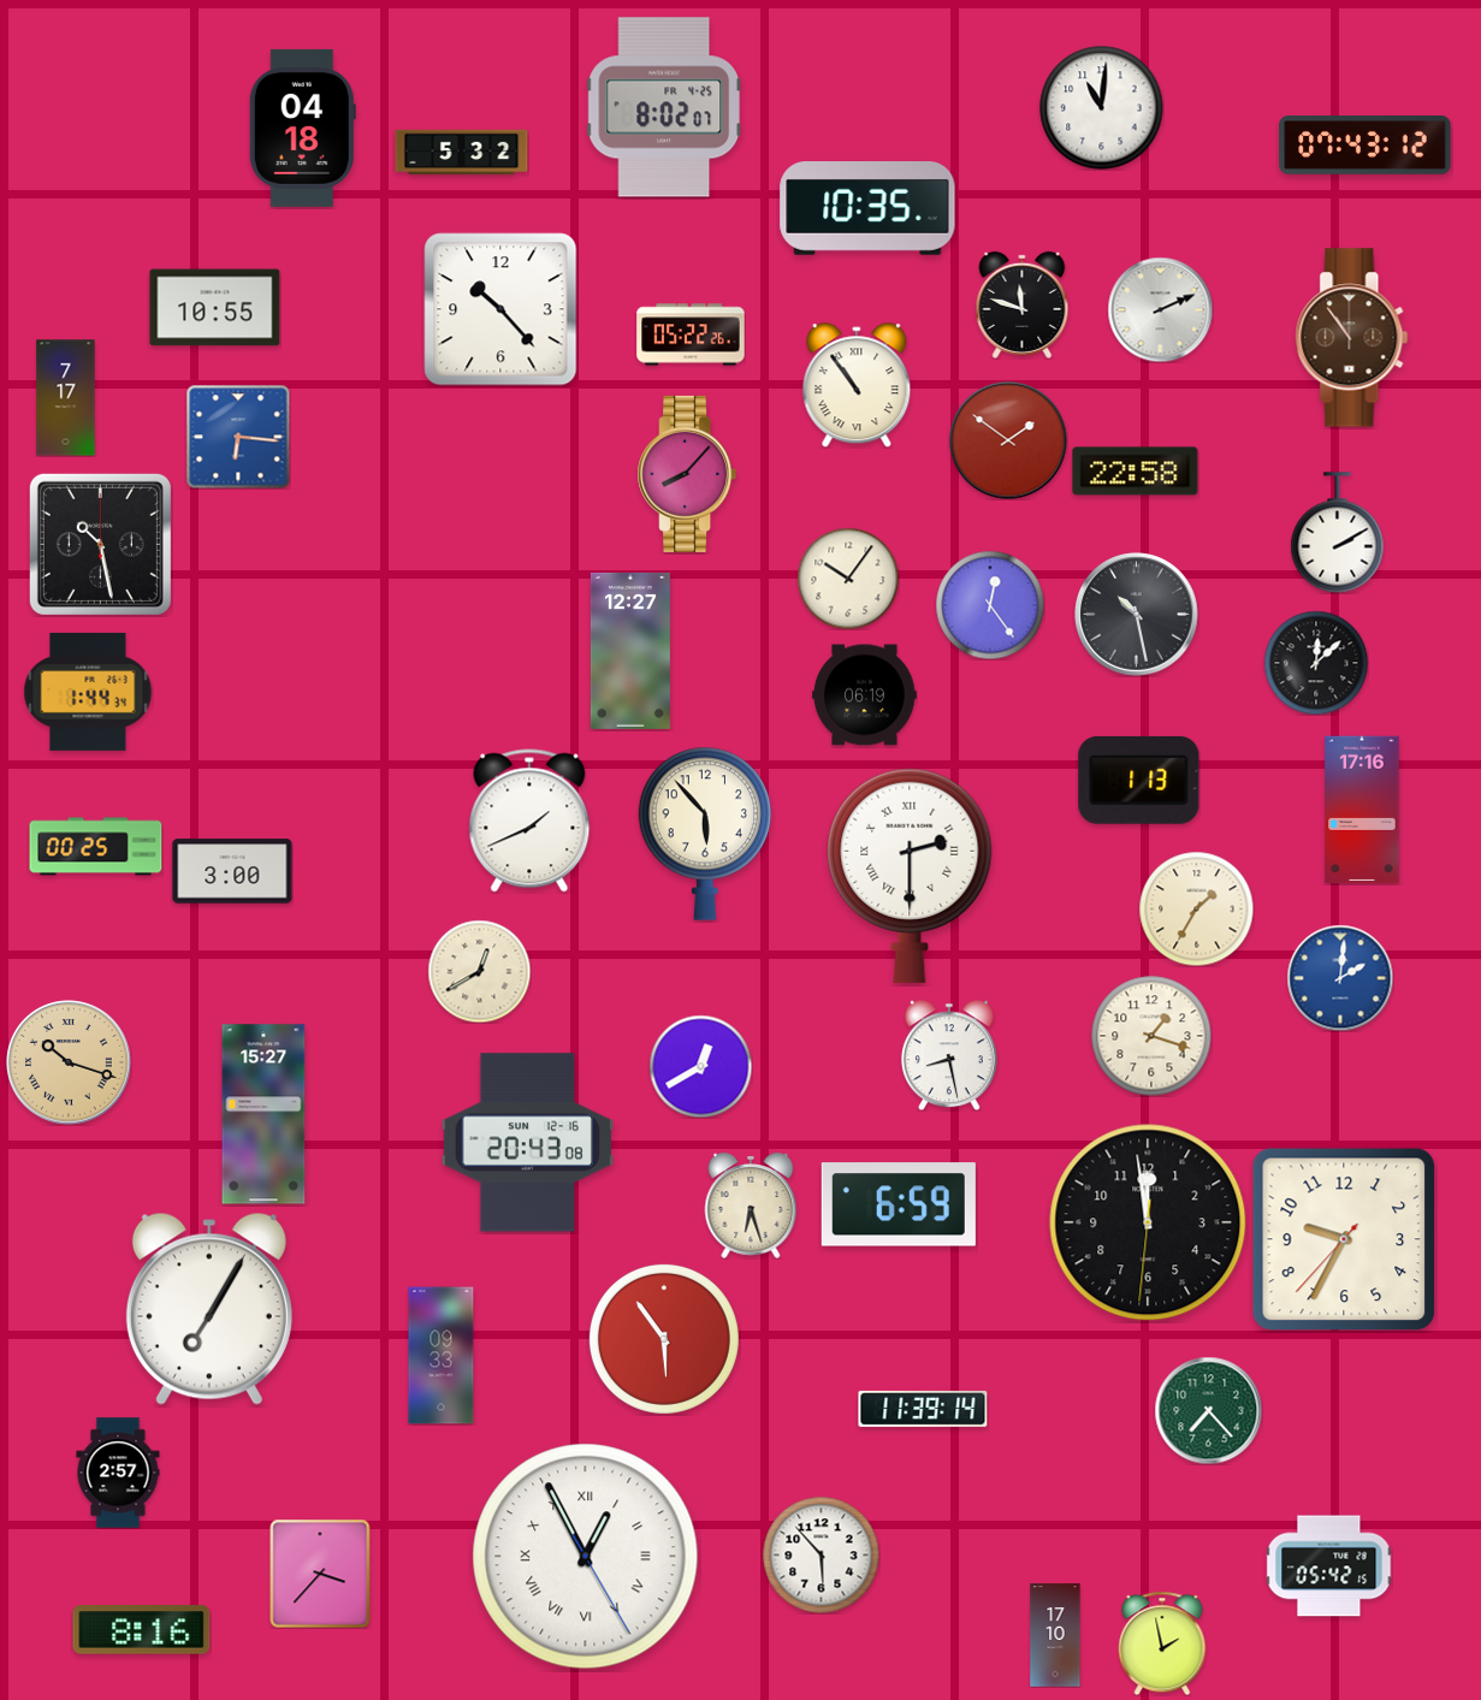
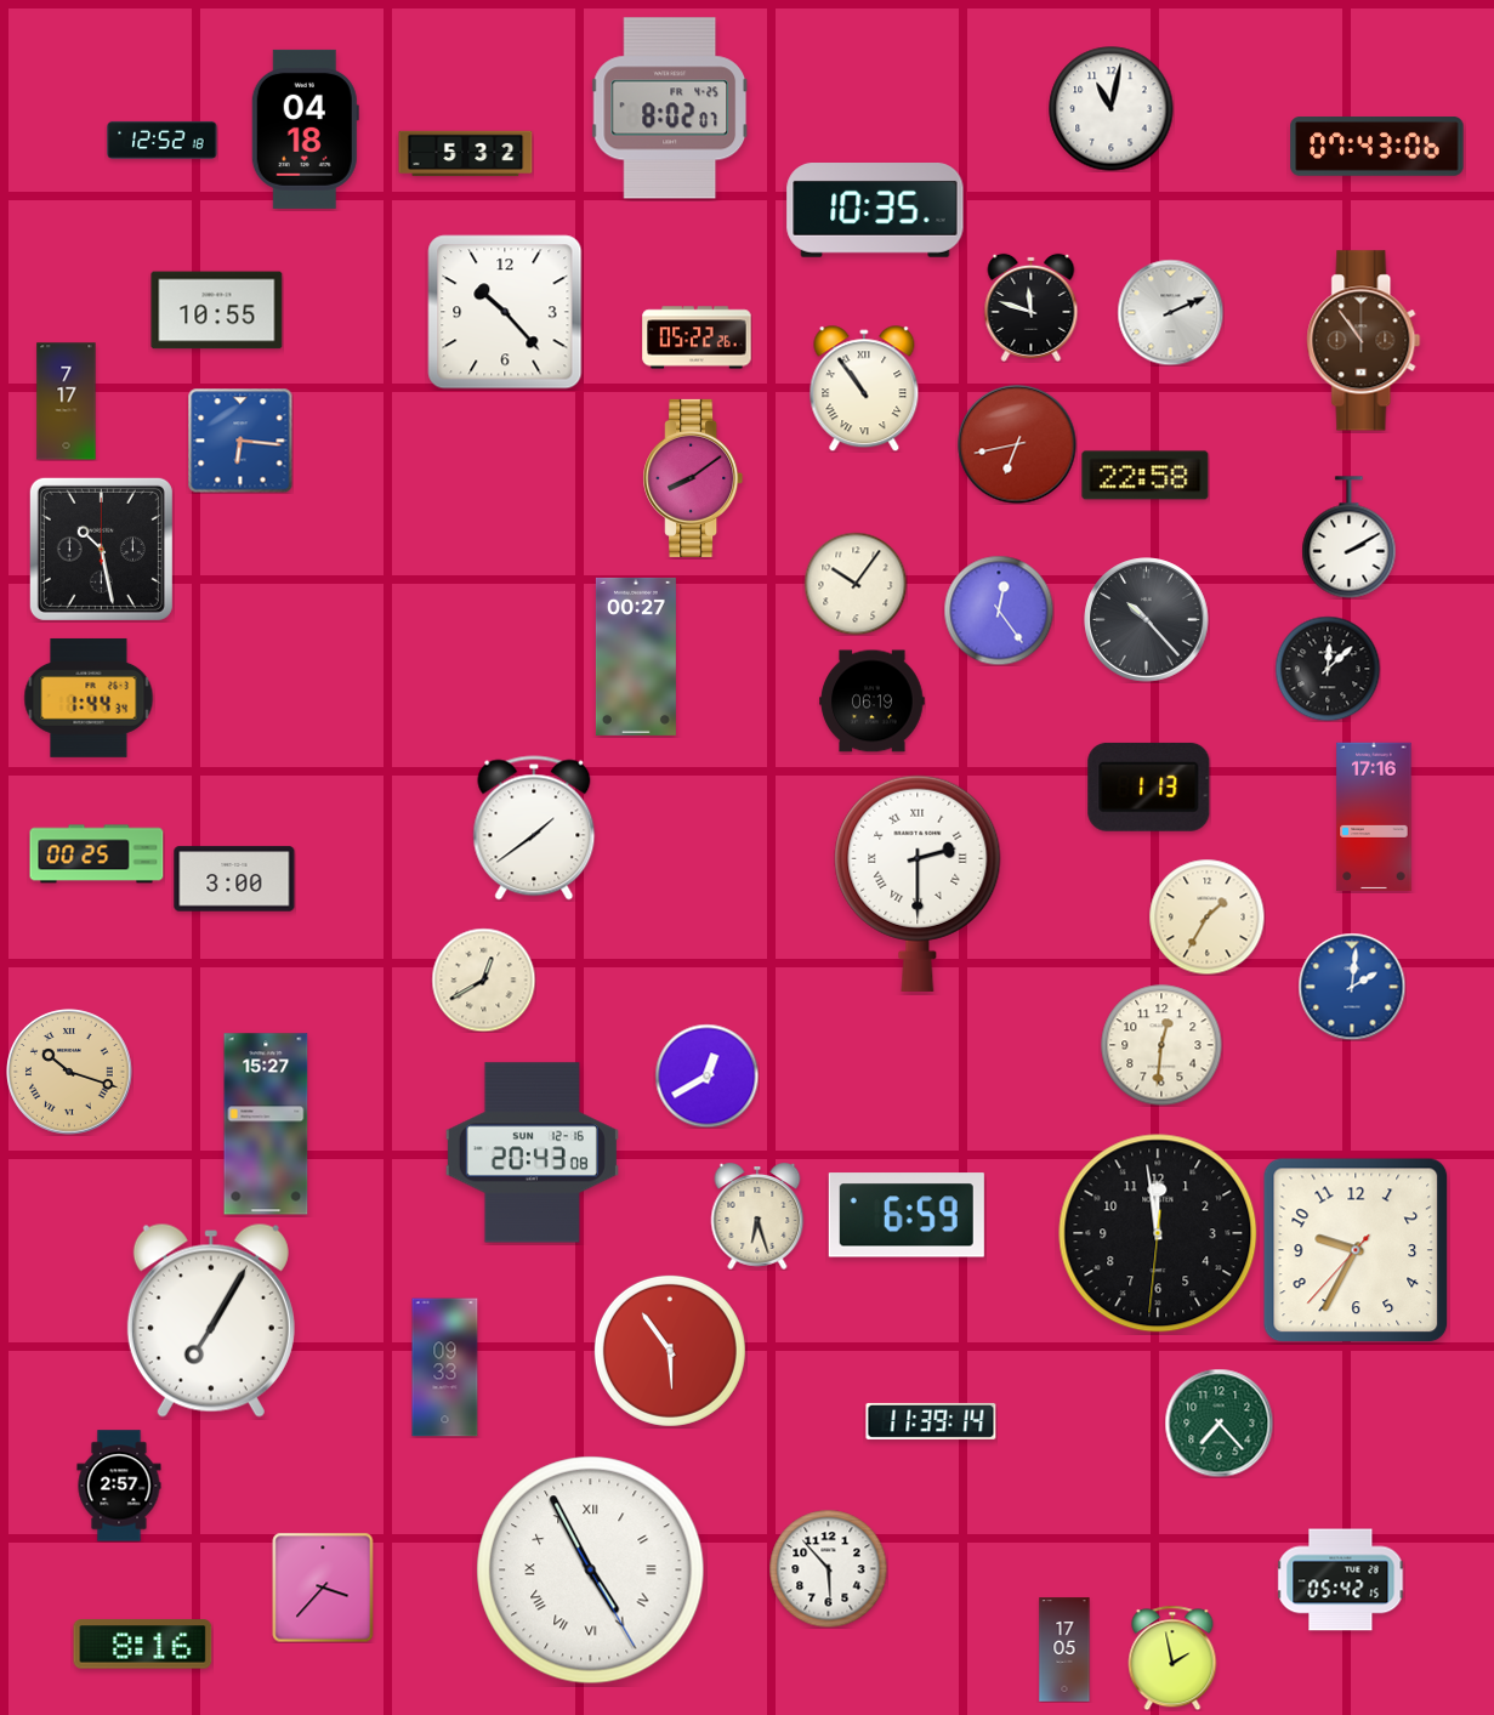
clock at (1102, 108): 11:01 -> 11:02
clock at (163, 140): none -> 12:52
clock at (1366, 146): 07:43:12 -> 07:43:06
clock at (1008, 440): 1:51 -> 6:43
clock at (687, 474): 8:07 -> 8:09
clock at (1137, 615): 10:28 -> 10:23
clock at (630, 651): 12:27 -> 00:27
clock at (529, 821): 1:41 -> 1:39
clock at (704, 834): 5:53 -> none
clock at (1151, 1036): 1:18 -> 12:31
clock at (949, 1055): 8:28 -> none
clock at (586, 1557): 12:55 -> 4:55
clock at (1055, 1635): 17:10 -> 17:05
